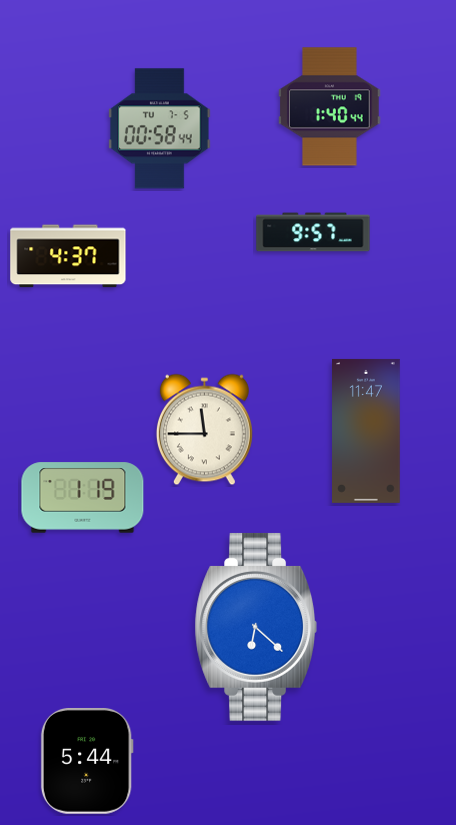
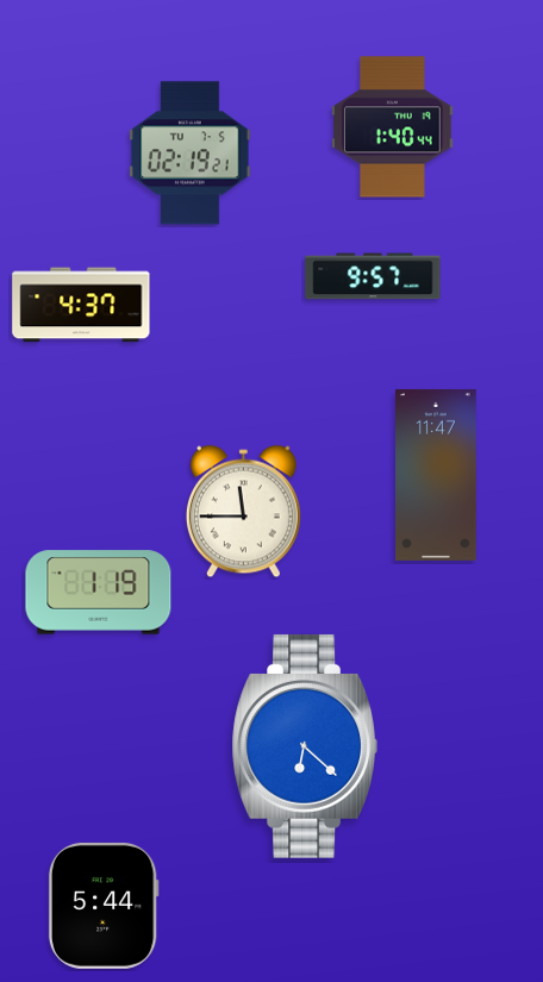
clock at (160, 129): 00:58 -> 02:19
clock at (367, 431) position: (367, 431) -> (437, 475)
